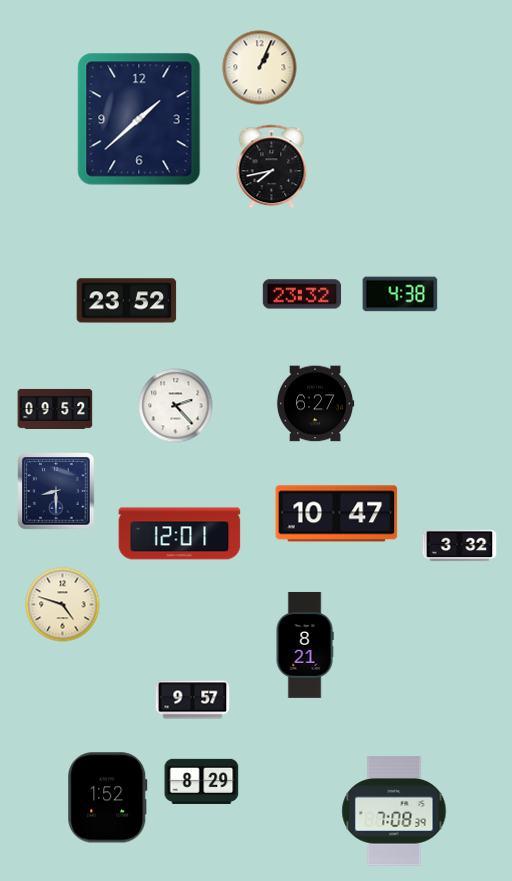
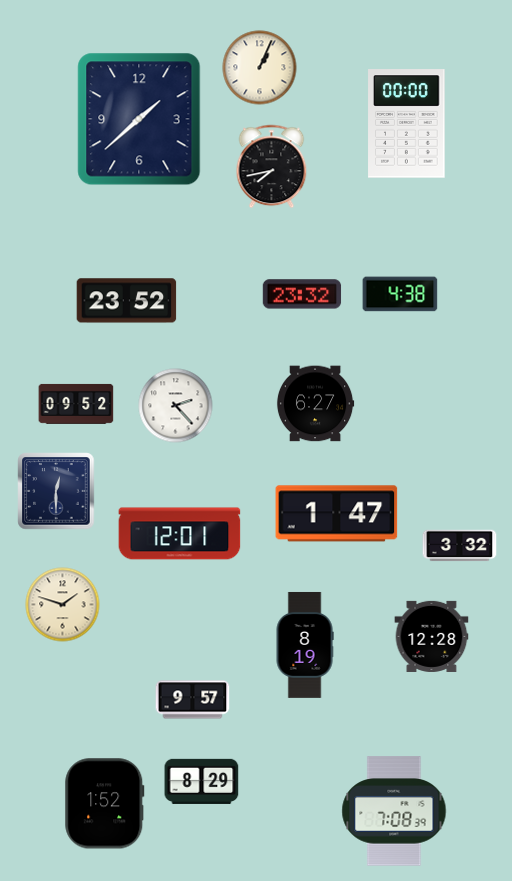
clock at (407, 124): none -> 00:00
clock at (55, 409) position: (55, 409) -> (76, 404)
clock at (56, 491): 8:30 -> 12:30
clock at (337, 514): 10:47 -> 1:47
clock at (63, 605): 4:48 -> 1:48
clock at (432, 636): none -> 12:28
clock at (305, 645): 8:21 -> 8:19
clock at (108, 798) position: (108, 798) -> (105, 804)
